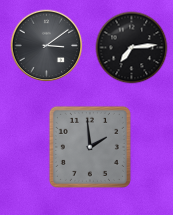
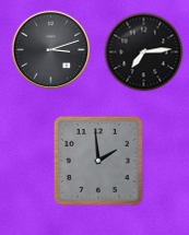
clock at (47, 46): 3:09 -> 3:12
